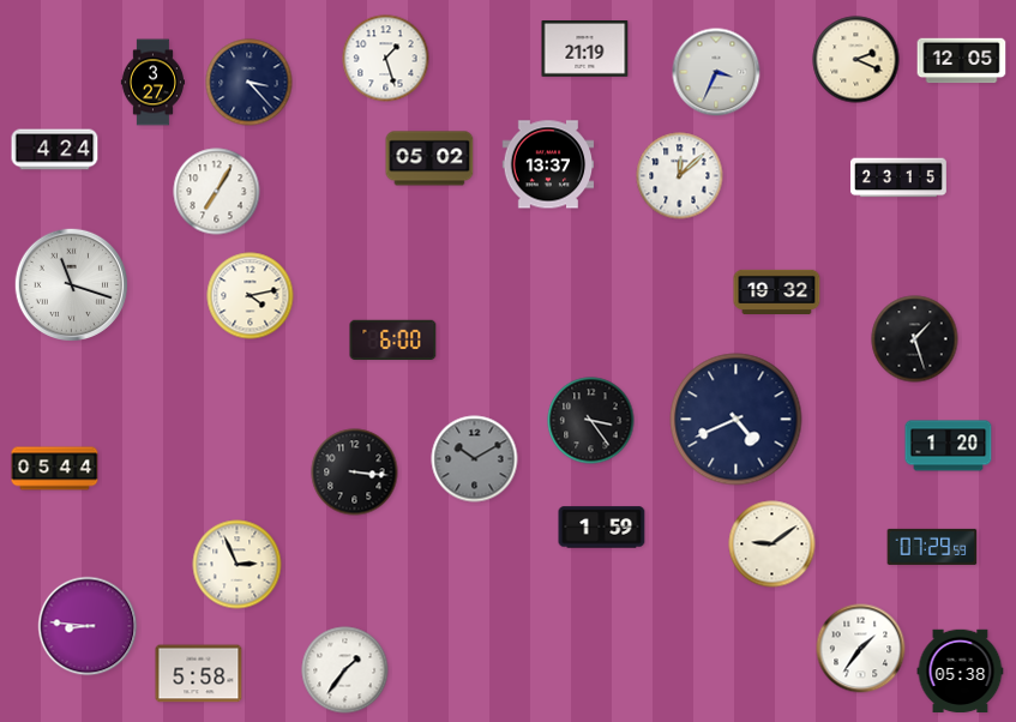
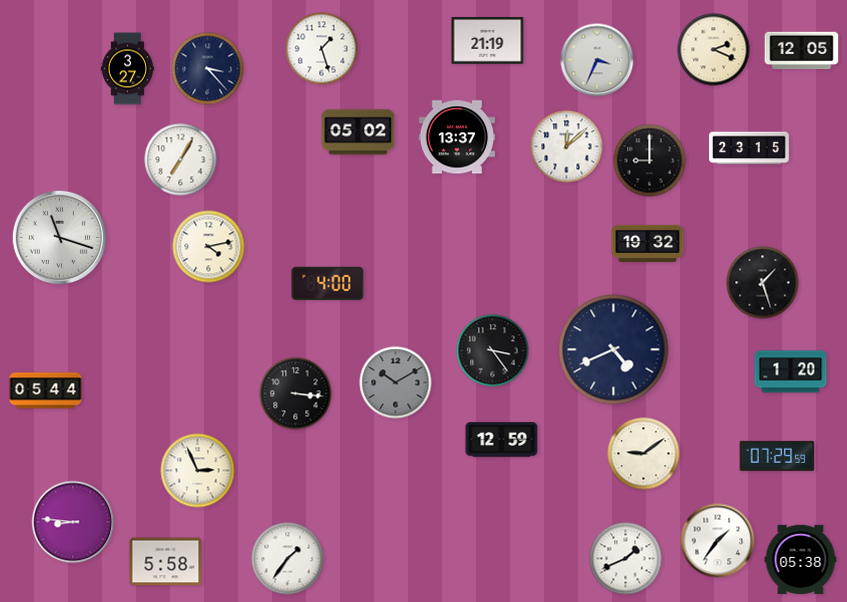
clock at (55, 150): 4:24 -> none
clock at (650, 161): none -> 9:00
clock at (393, 341): 6:00 -> 4:00
clock at (602, 528): 1:59 -> 12:59
clock at (626, 559): none -> 1:41
